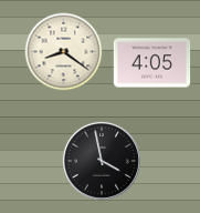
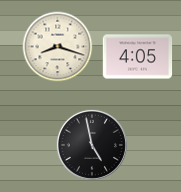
clock at (64, 52): 8:21 -> 8:18
clock at (102, 161): 3:58 -> 4:58
